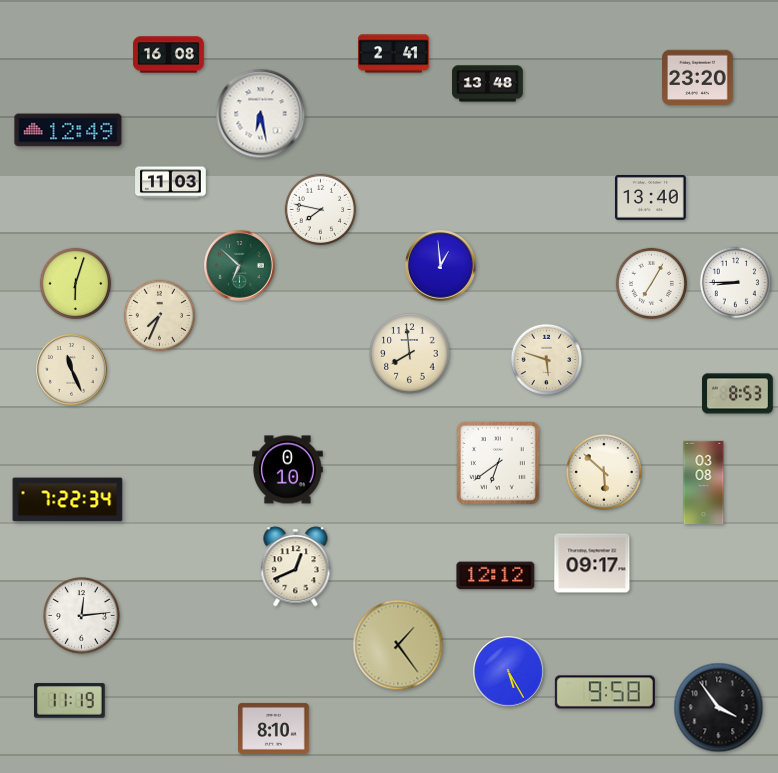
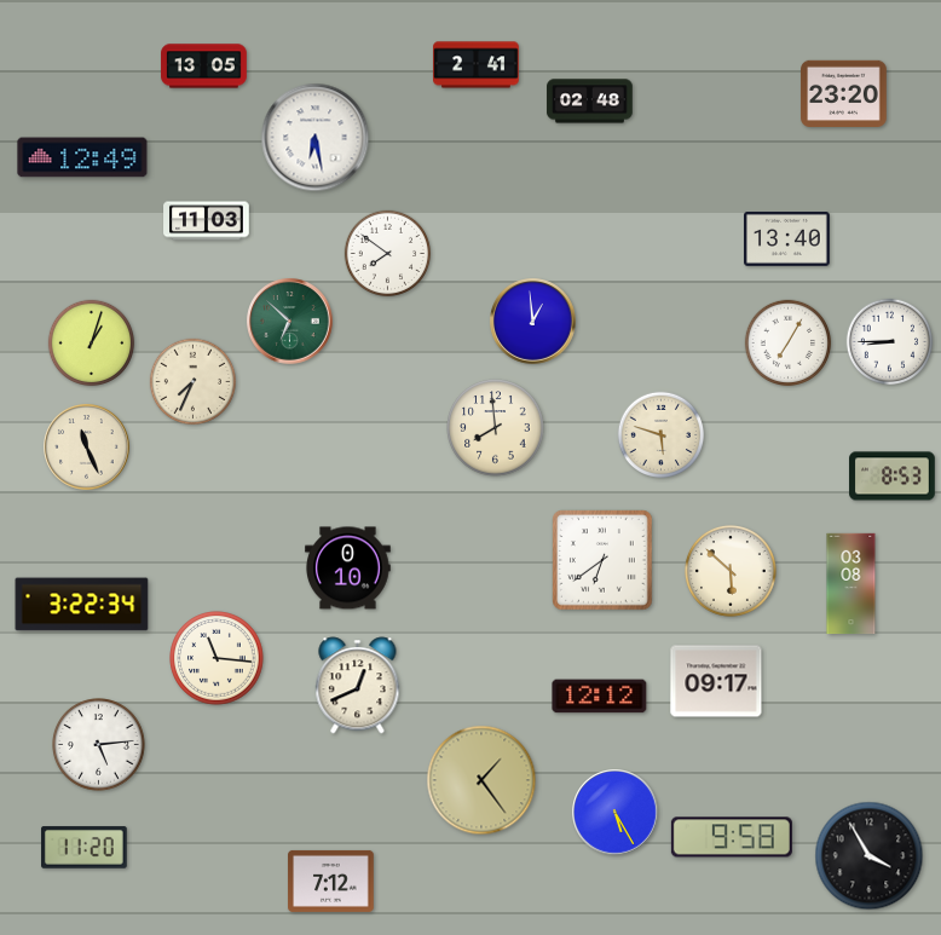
clock at (169, 55): 16:08 -> 13:05
clock at (488, 84): 13:48 -> 02:48
clock at (321, 210): 7:47 -> 7:51
clock at (76, 284): 6:03 -> 1:03
clock at (68, 500): 7:22 -> 3:22
clock at (217, 658): none -> 11:16
clock at (82, 616): 12:14 -> 5:14
clock at (70, 701): 11:19 -> 11:20
clock at (719, 708): 3:54 -> 3:55
clock at (274, 728): 8:10 -> 7:12
